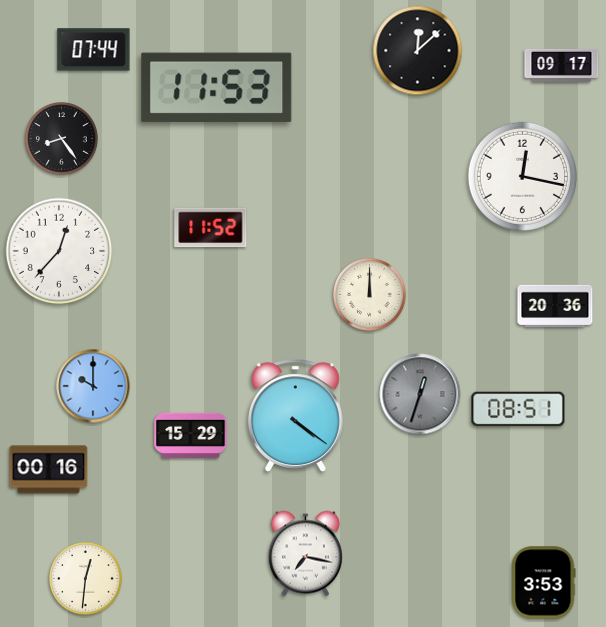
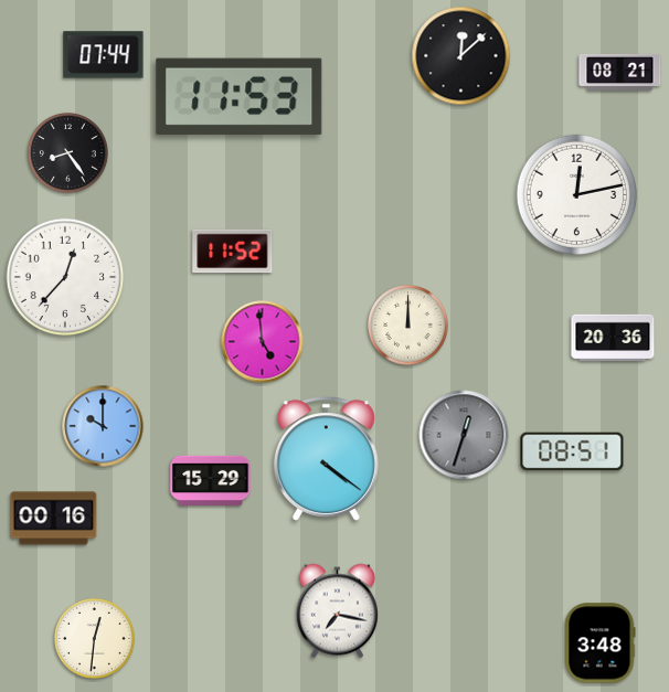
clock at (562, 65): 09:17 -> 08:21
clock at (522, 176): 12:17 -> 12:13
clock at (263, 342): none -> 4:59
clock at (543, 583): 3:53 -> 3:48
